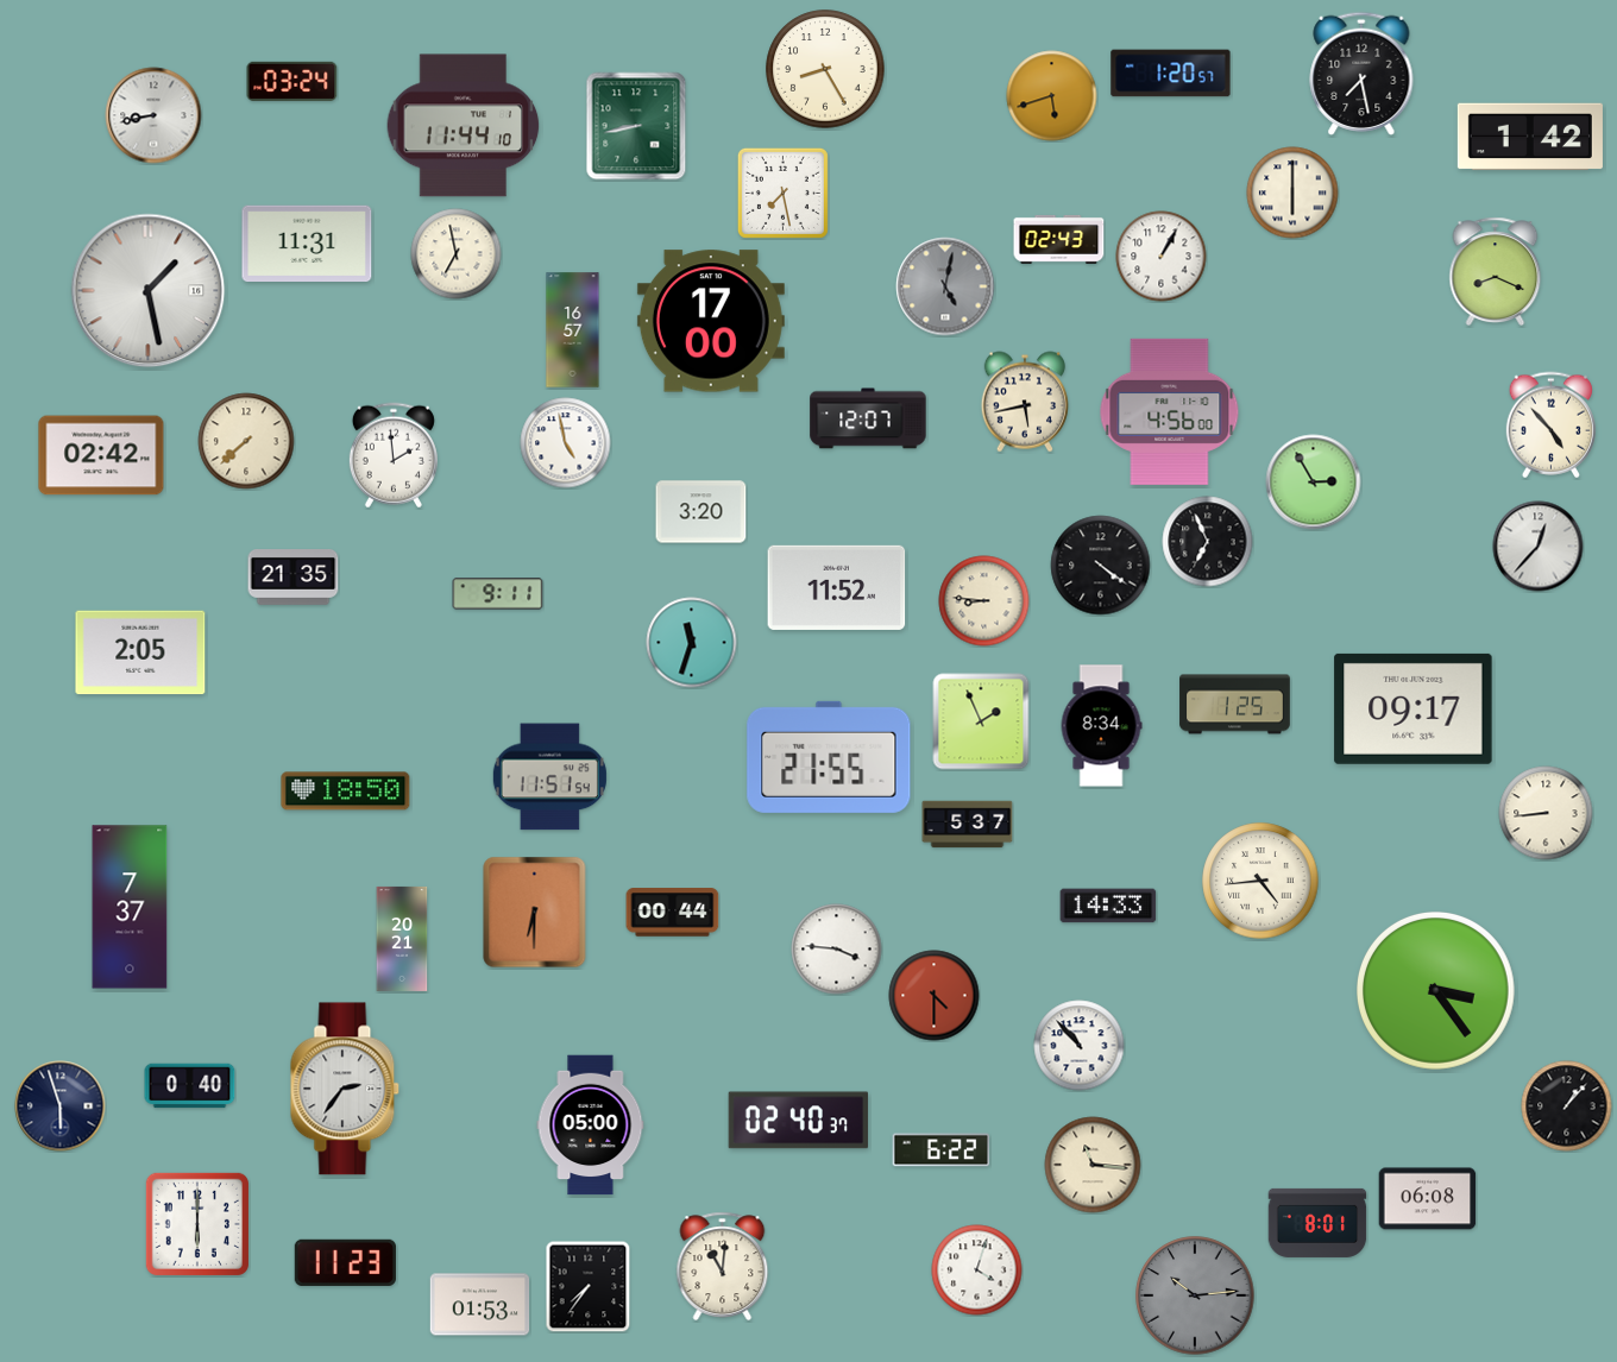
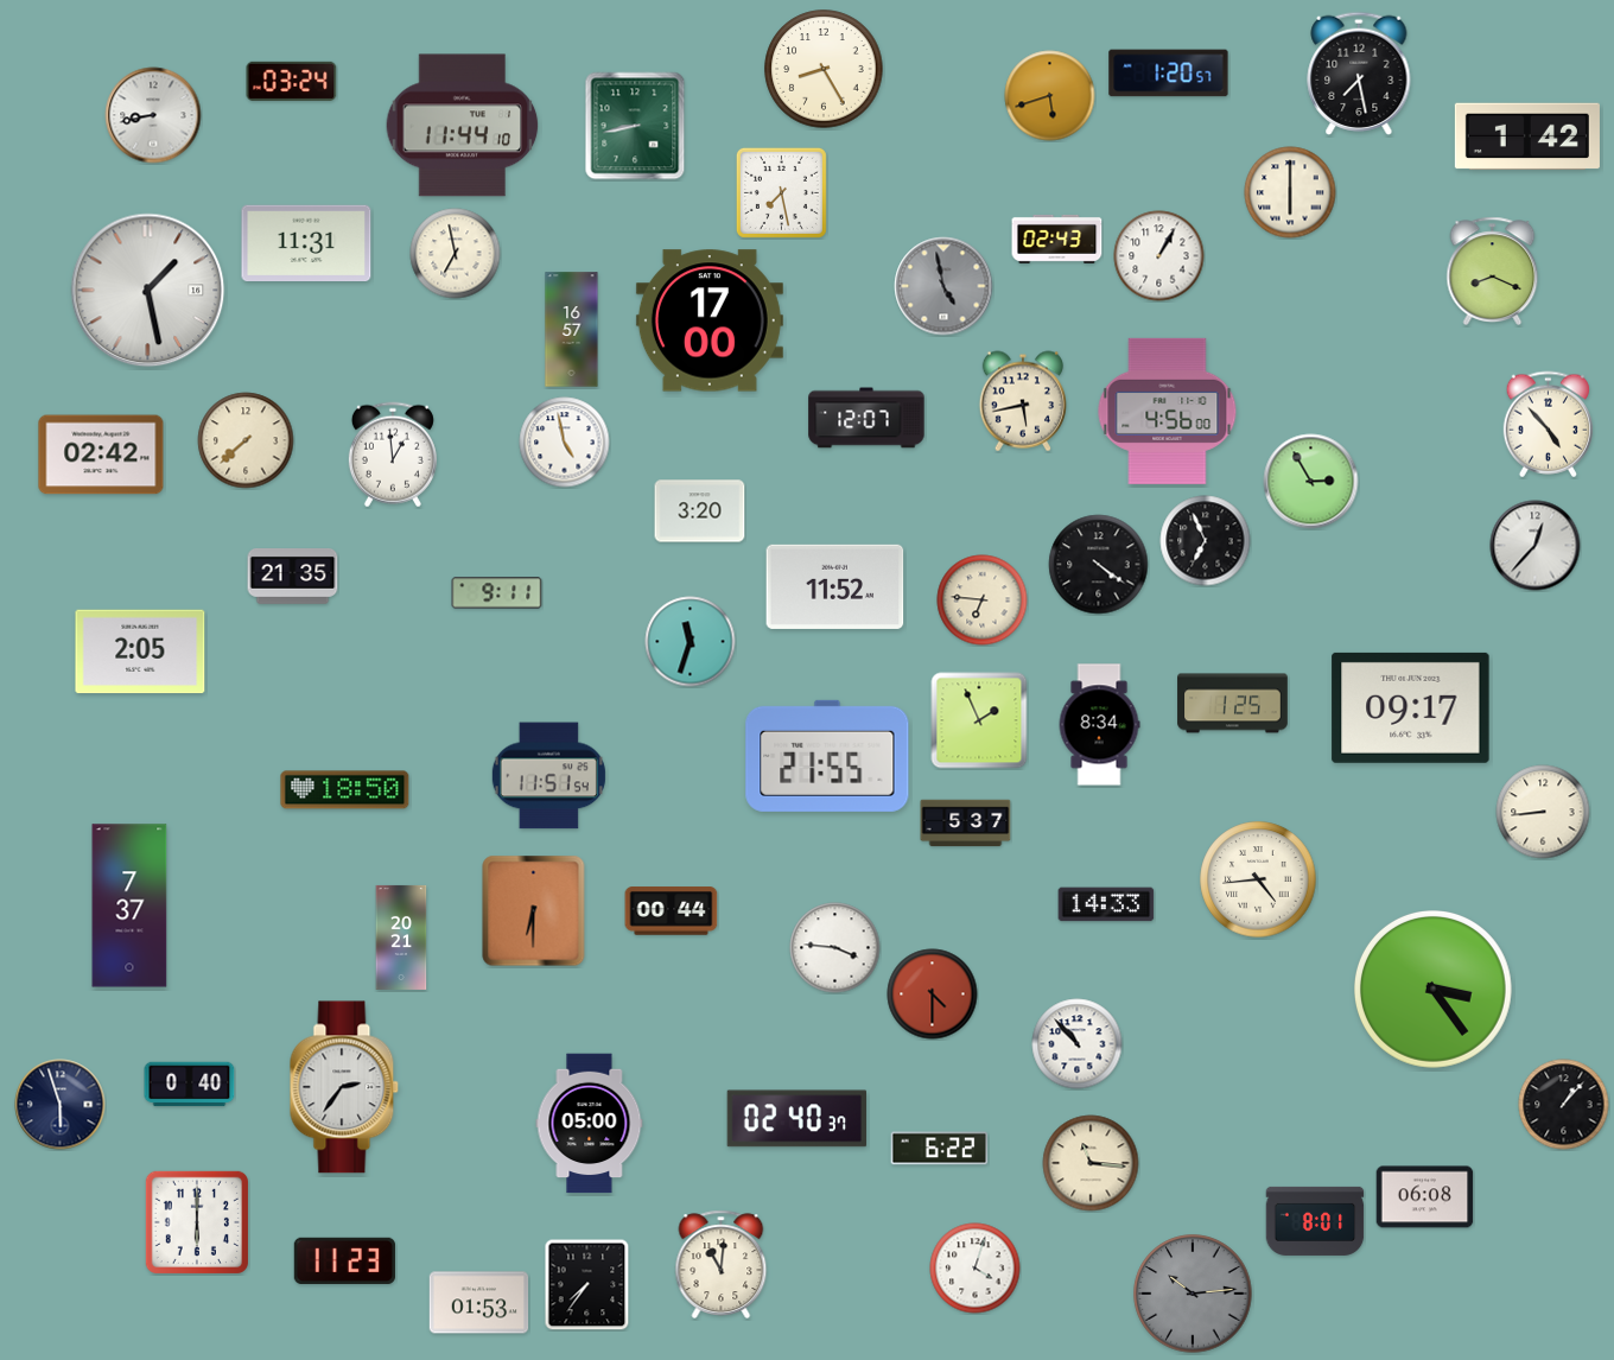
clock at (945, 286): 5:02 -> 4:58
clock at (394, 455): 1:59 -> 12:59
clock at (984, 601): 8:46 -> 6:46
